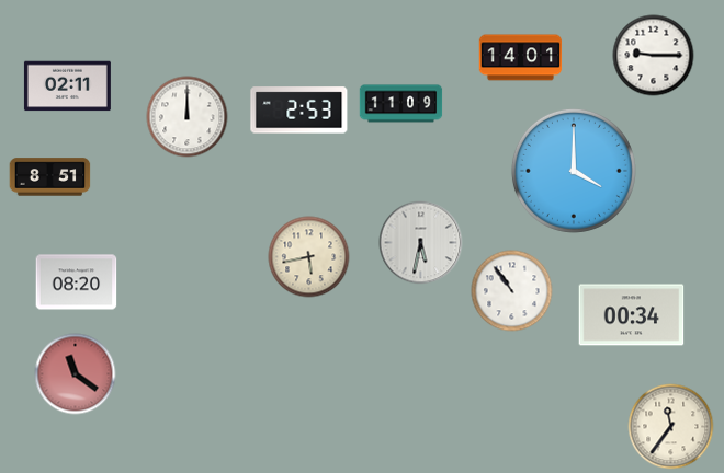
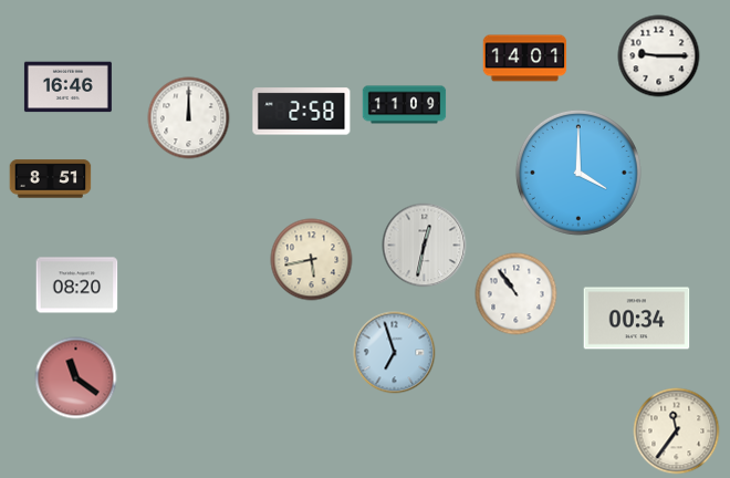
clock at (67, 86): 02:11 -> 16:46
clock at (299, 111): 2:53 -> 2:58
clock at (421, 243): 5:32 -> 12:32
clock at (395, 353): none -> 6:57
